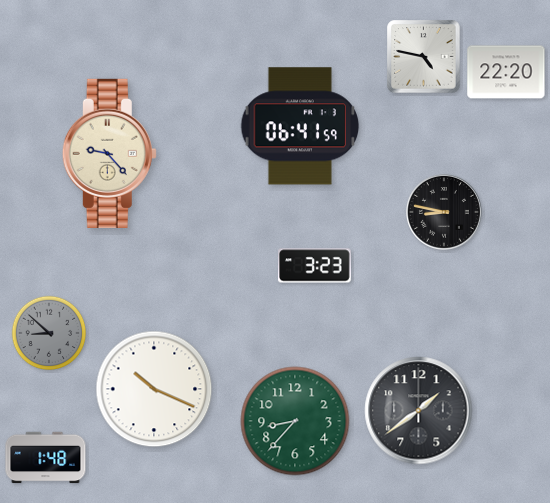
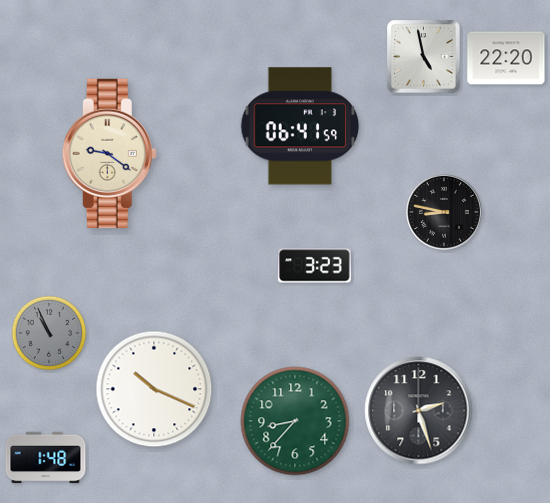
clock at (424, 57): 4:47 -> 4:58
clock at (506, 72) position: (506, 72) -> (506, 58)
clock at (109, 153): 9:23 -> 9:21
clock at (49, 333): 8:52 -> 10:56
clock at (419, 411): 1:39 -> 2:27
